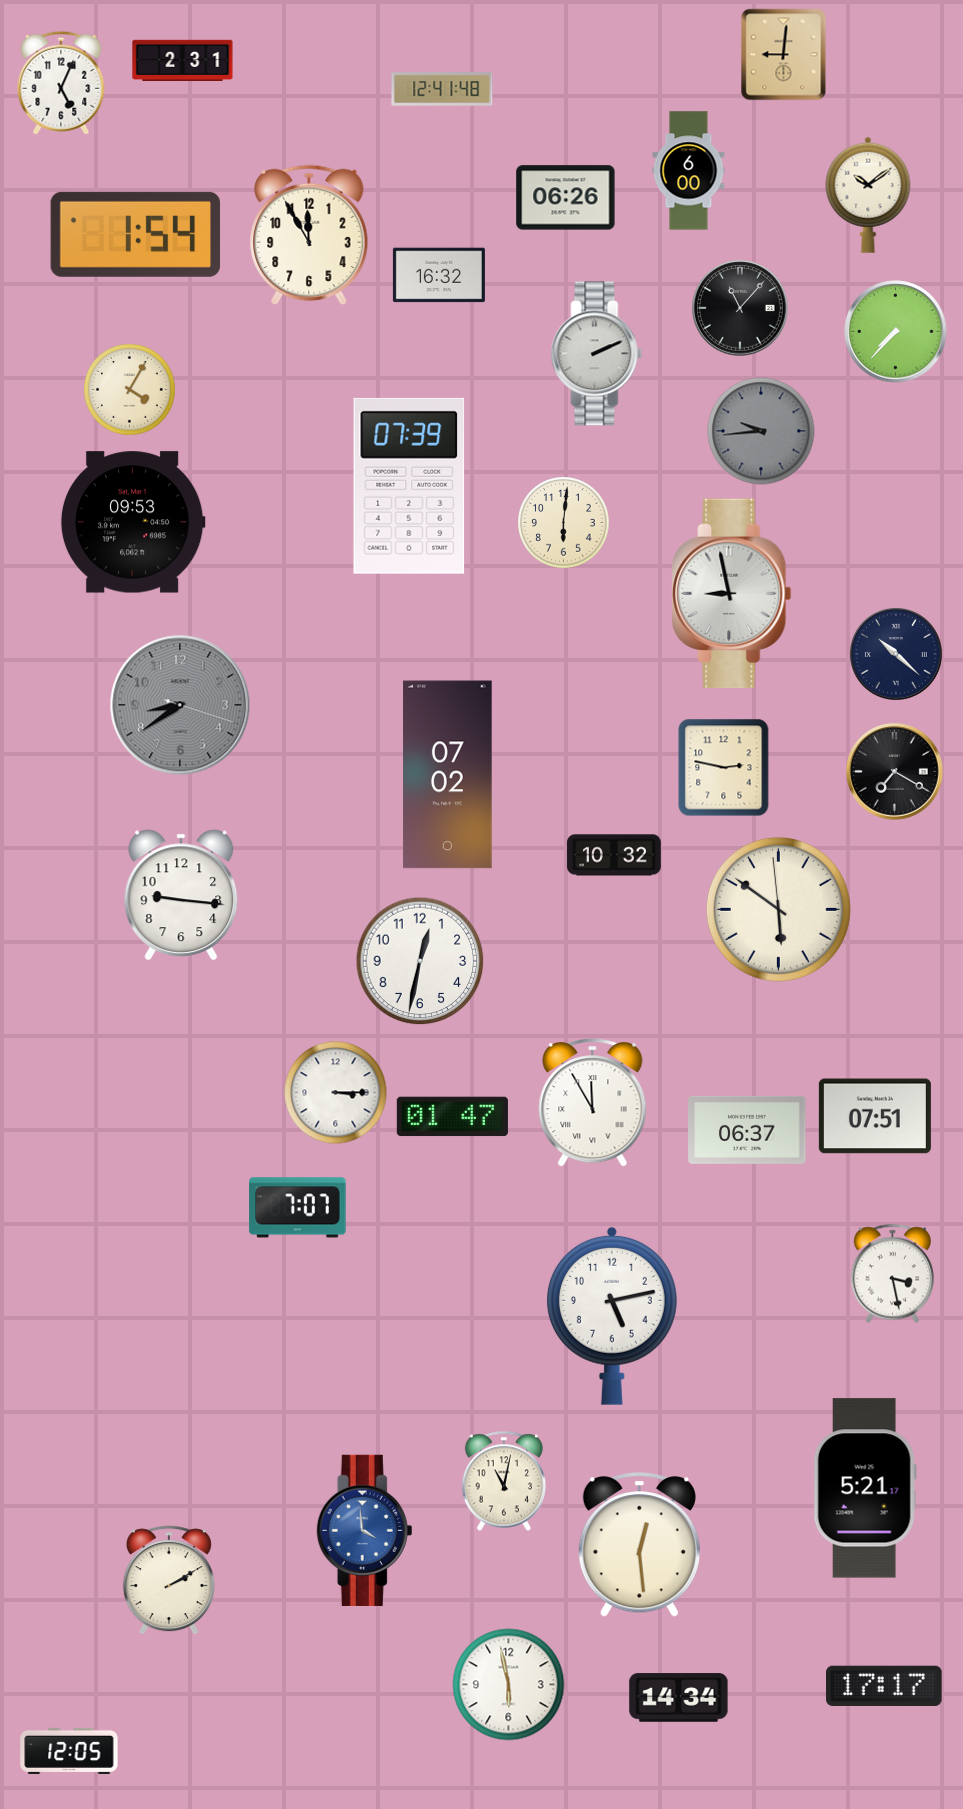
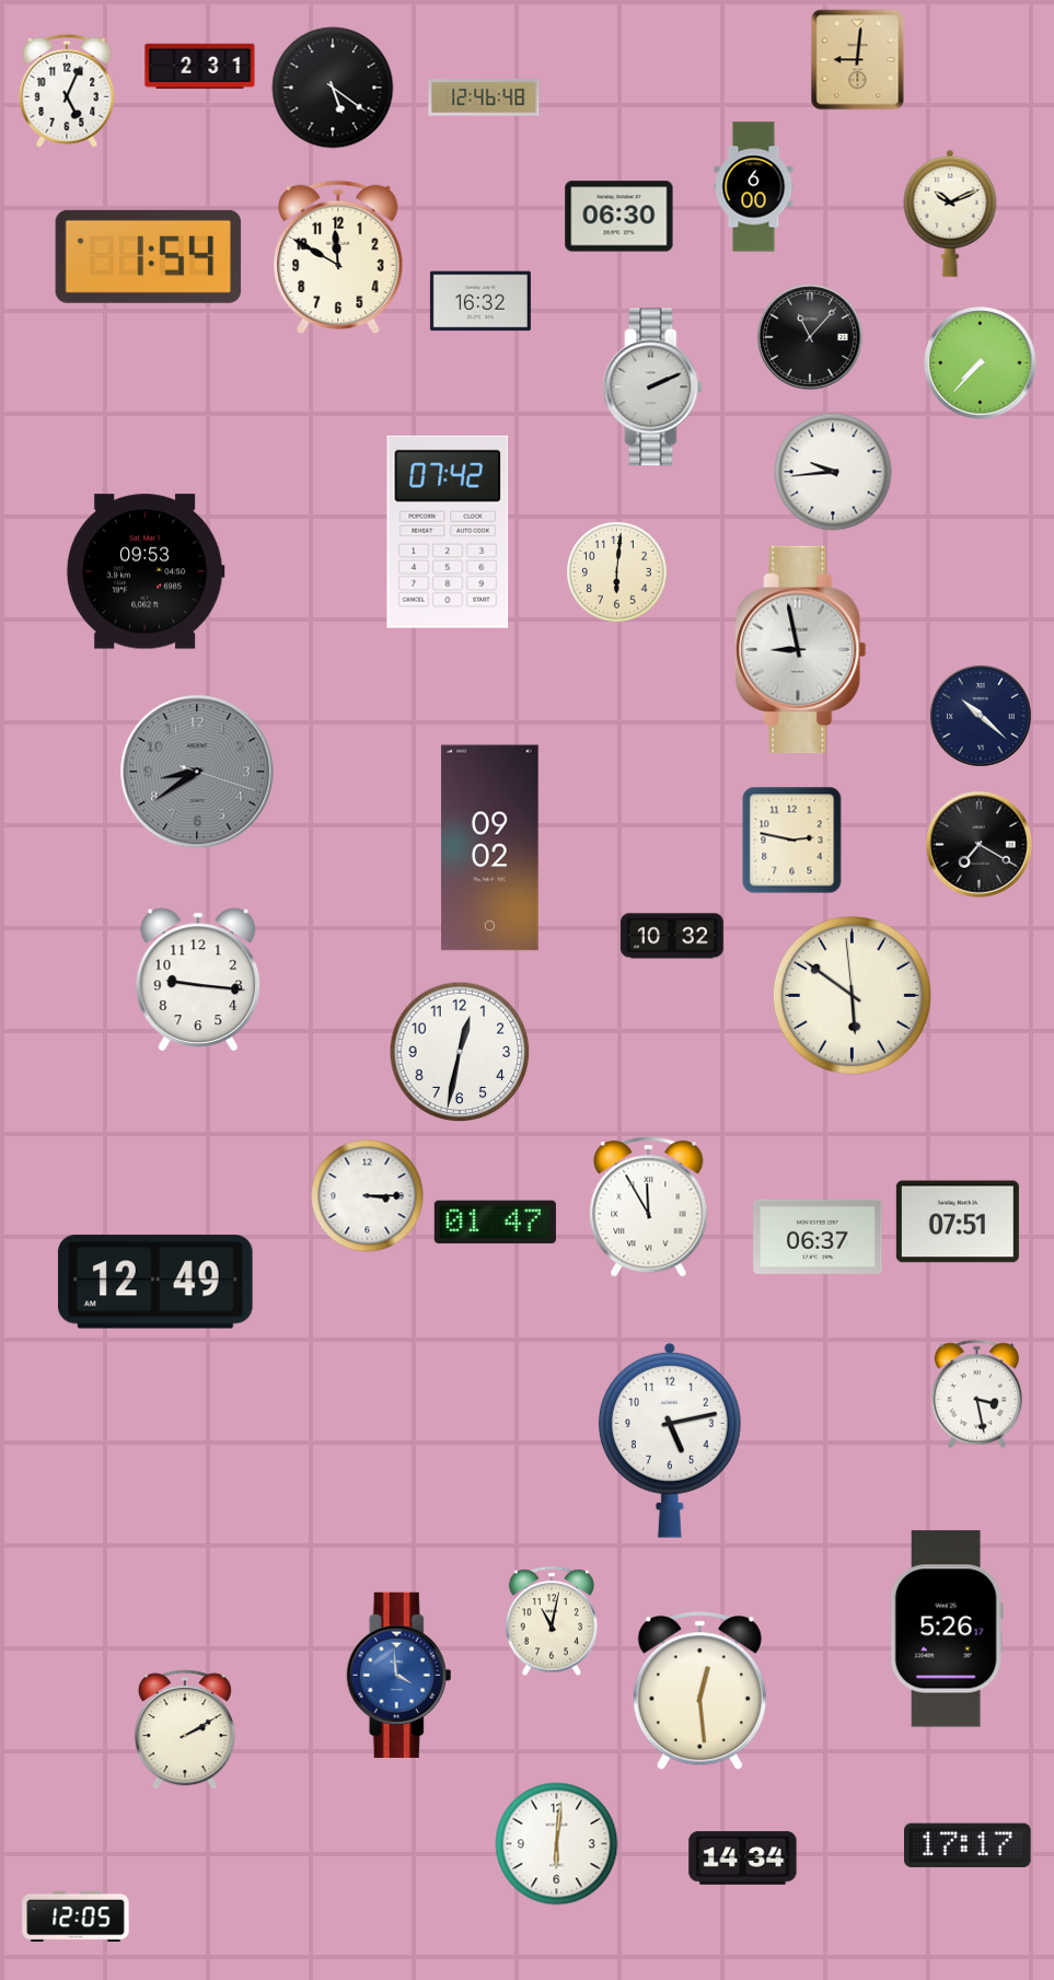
clock at (333, 88): none -> 5:21
clock at (442, 90): 12:41 -> 12:46
clock at (868, 195): 10:09 -> 10:11
clock at (566, 198): 06:26 -> 06:30
clock at (309, 235): 11:55 -> 11:50
clock at (130, 390): 4:05 -> none
clock at (761, 431) dial: grey -> white
clock at (409, 486): 07:39 -> 07:42
clock at (448, 775): 07:02 -> 09:02
clock at (155, 1282): none -> 12:49
clock at (298, 1208): 7:07 -> none
clock at (865, 1488): 5:21 -> 5:26
clock at (509, 1685): 5:58 -> 6:01
